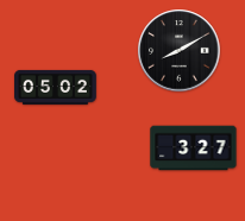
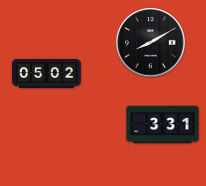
clock at (194, 149): 3:27 -> 3:31
